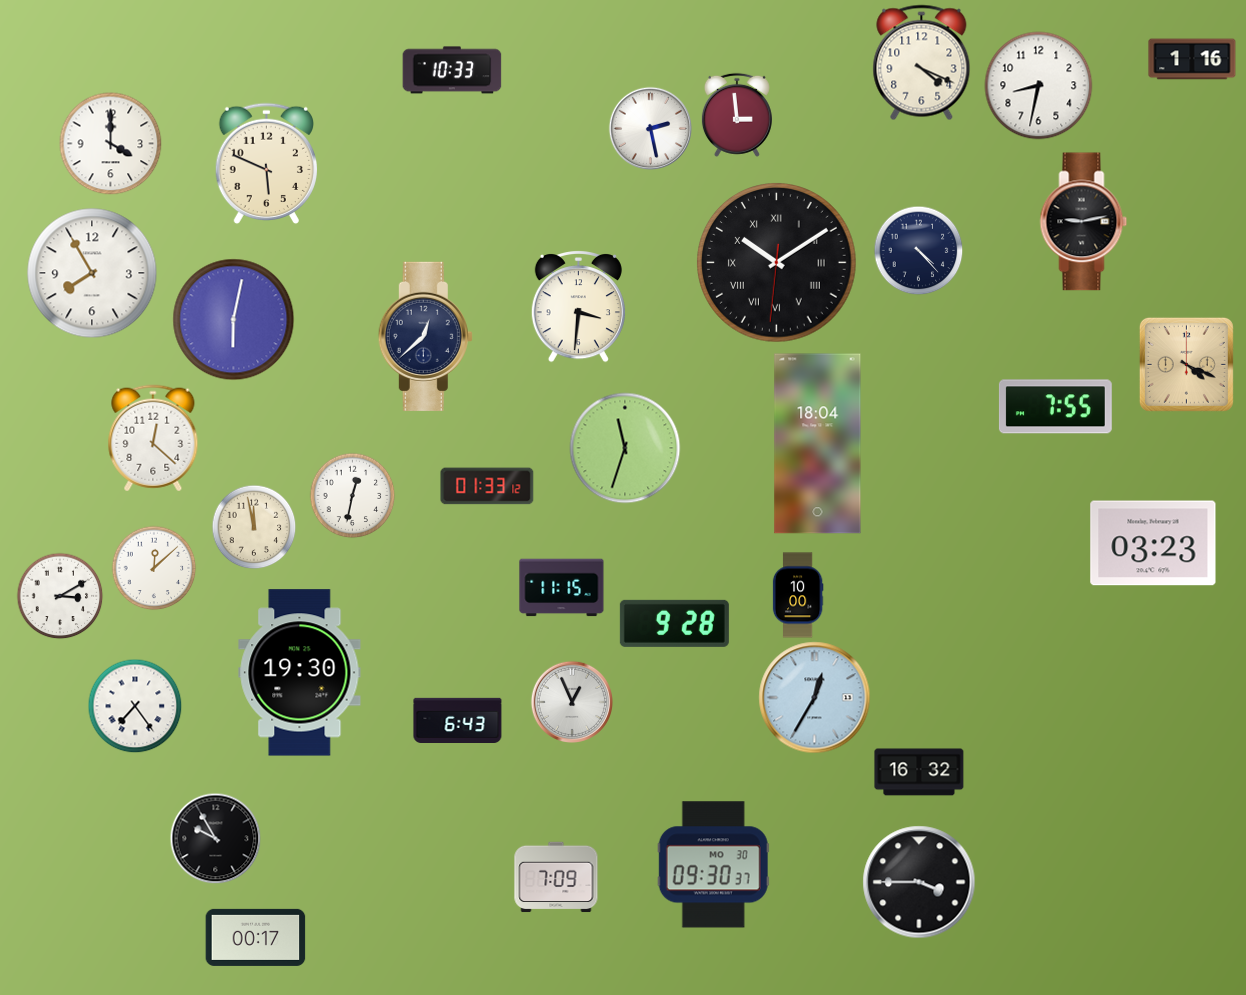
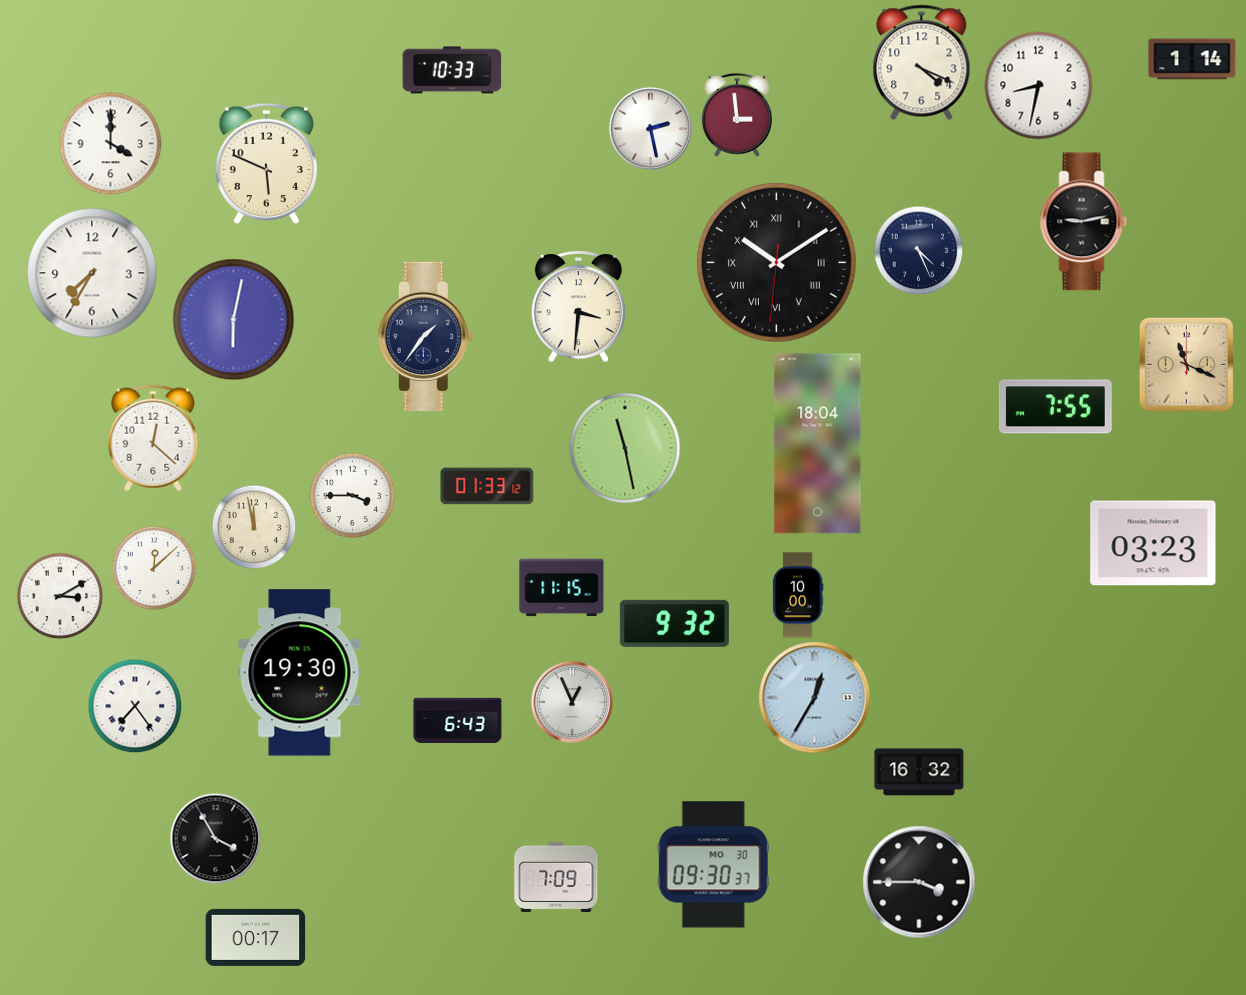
clock at (1192, 59): 1:16 -> 1:14
clock at (918, 250): 4:23 -> 4:26
clock at (92, 273): 7:55 -> 7:35
clock at (425, 336): 12:38 -> 1:36
clock at (1186, 364): 4:19 -> 11:19
clock at (625, 448): 11:33 -> 11:28
clock at (352, 495): 12:32 -> 3:45
clock at (674, 623): 9:28 -> 9:32
clock at (215, 838): 9:55 -> 3:55
